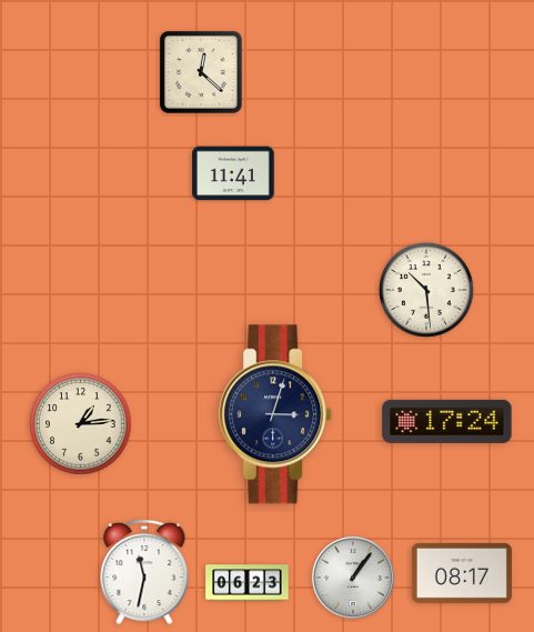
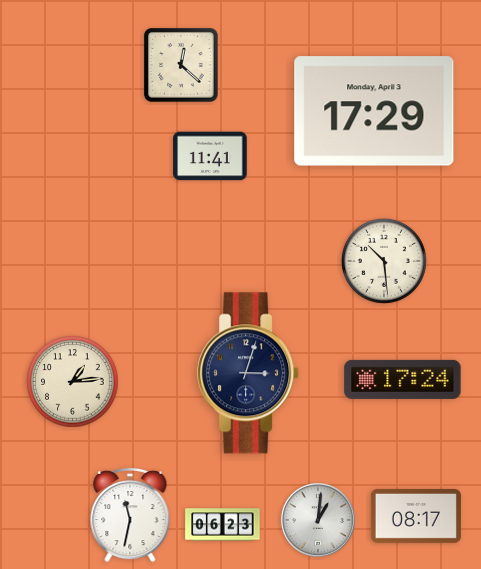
clock at (374, 111): none -> 17:29
clock at (353, 578): 1:06 -> 1:01
